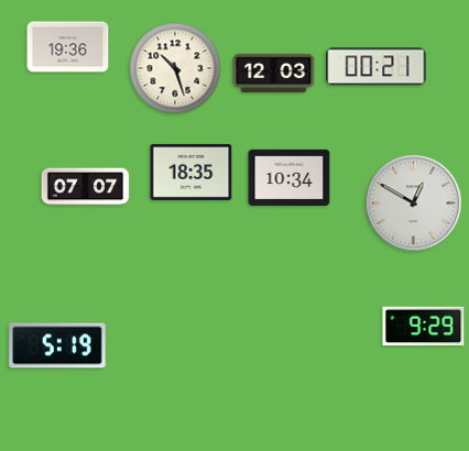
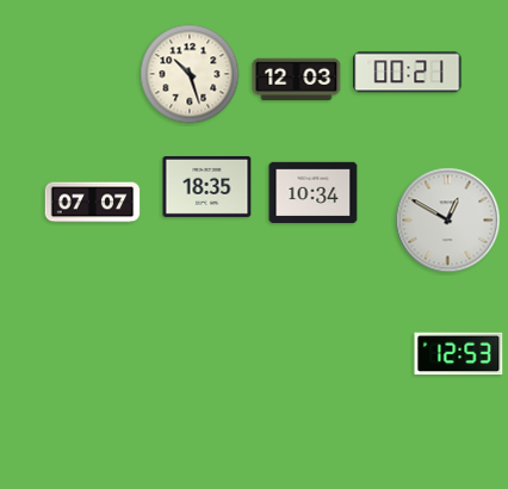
clock at (68, 47): 19:36 -> none
clock at (424, 327): 9:29 -> 12:53
clock at (57, 345): 5:19 -> none
